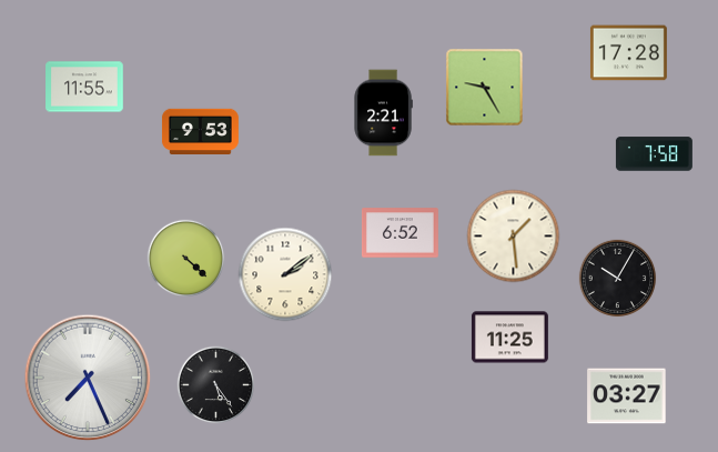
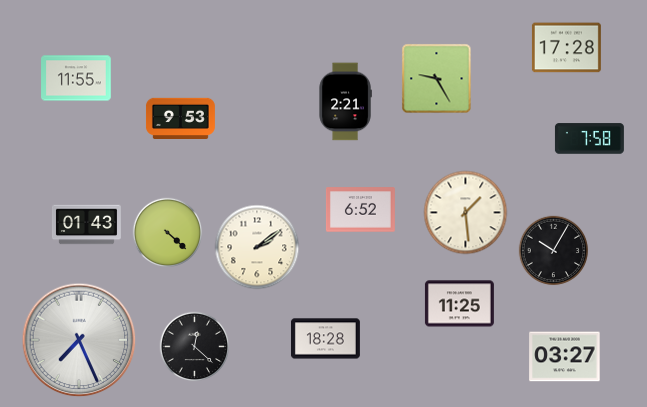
clock at (514, 237) position: (514, 237) -> (466, 213)
clock at (86, 225): none -> 01:43
clock at (618, 279) position: (618, 279) -> (554, 251)
clock at (325, 339): none -> 18:28
clock at (216, 385): 5:24 -> 12:22
